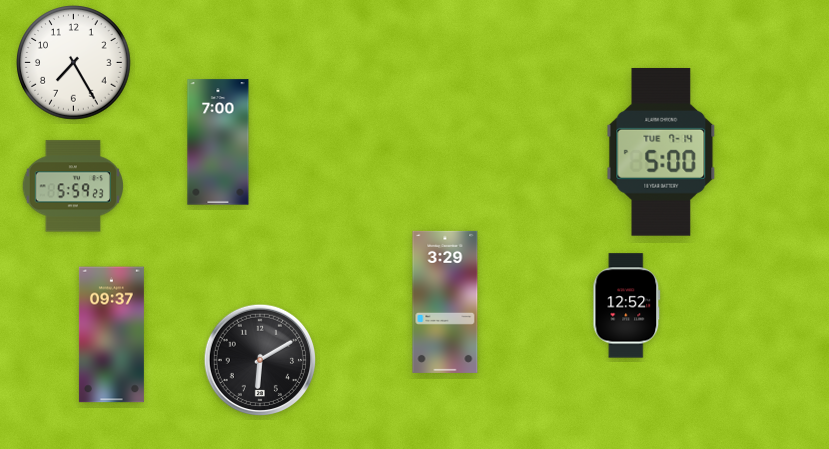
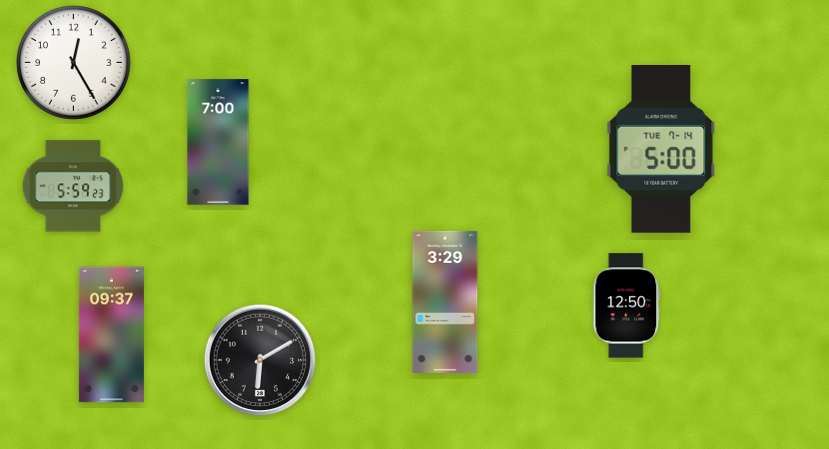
clock at (74, 63): 7:25 -> 12:25
clock at (661, 152) position: (661, 152) -> (661, 149)
clock at (627, 306): 12:52 -> 12:50
